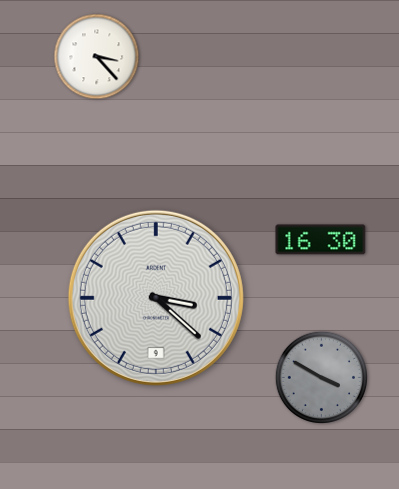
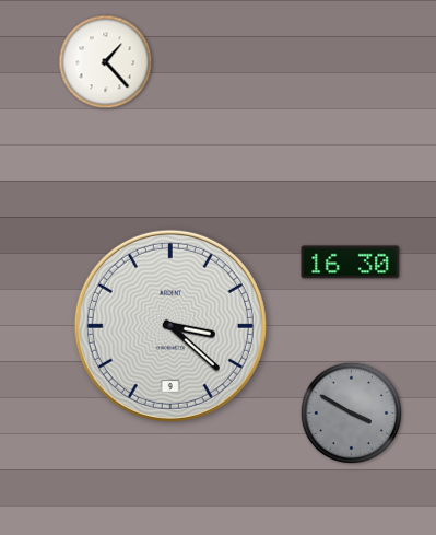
clock at (97, 57): 3:23 -> 1:23
